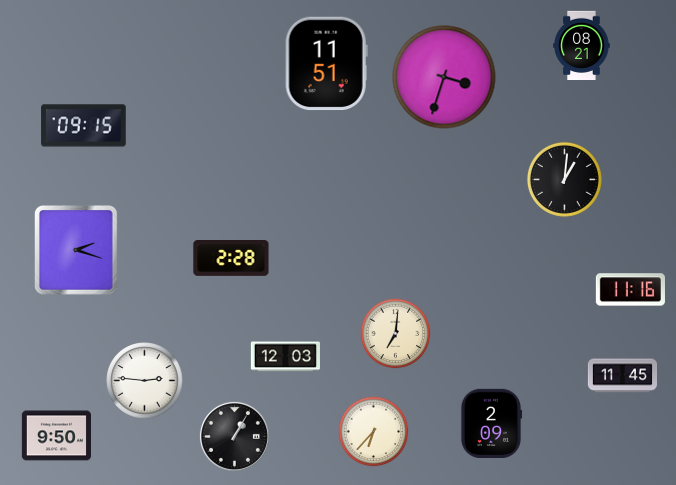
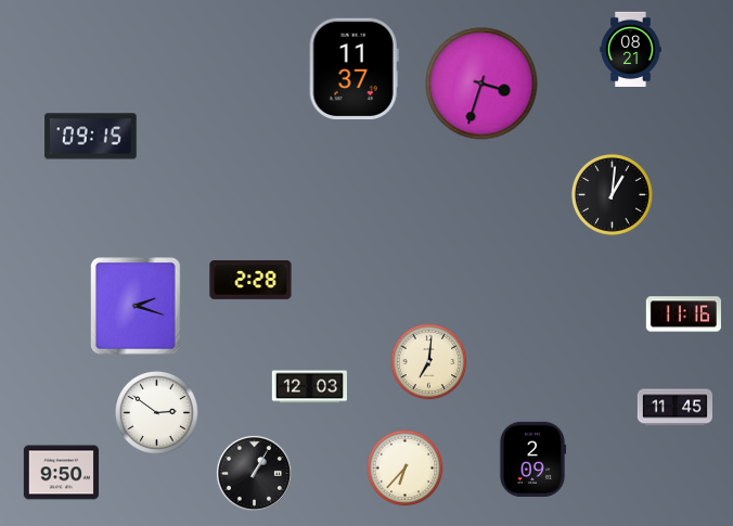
clock at (326, 64): 11:51 -> 11:37
clock at (77, 251) position: (77, 251) -> (137, 307)
clock at (145, 381): 2:46 -> 2:51
